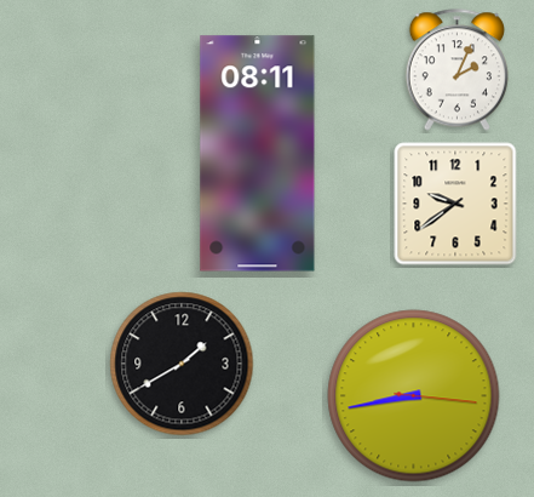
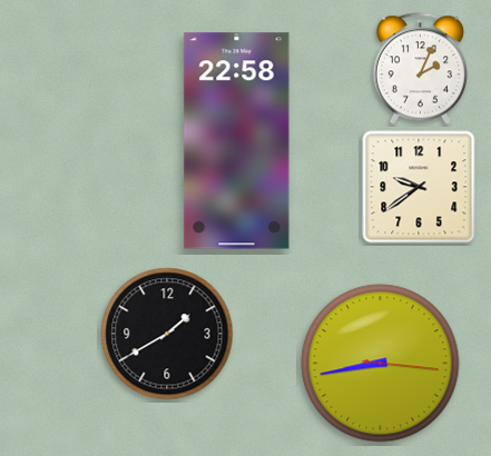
clock at (457, 70) position: (457, 70) -> (420, 69)
clock at (258, 154): 08:11 -> 22:58
